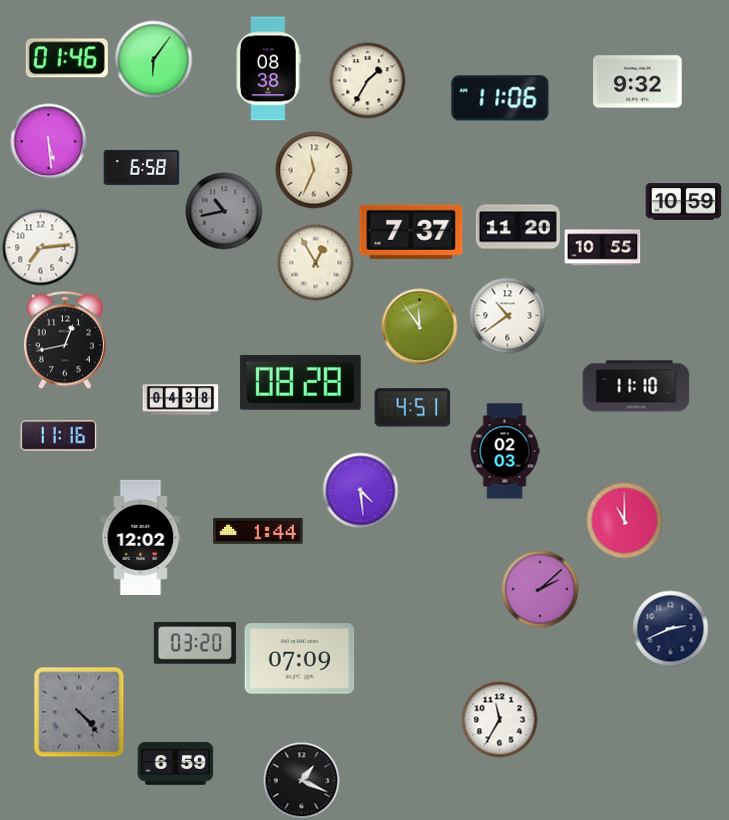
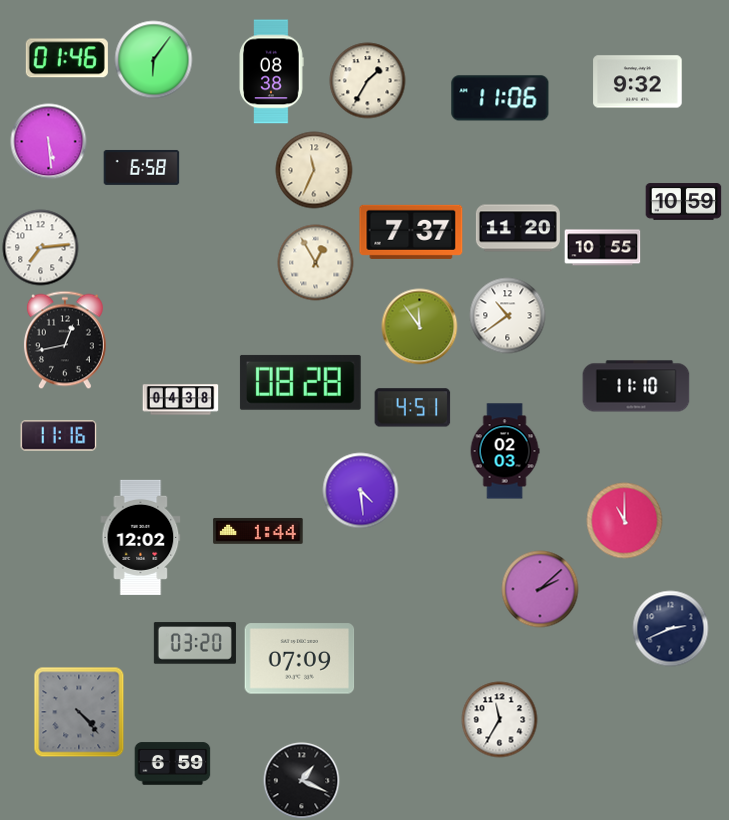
clock at (268, 69) position: (268, 69) -> (271, 72)
clock at (224, 211): 10:43 -> none
clock at (176, 764) position: (176, 764) -> (173, 764)
